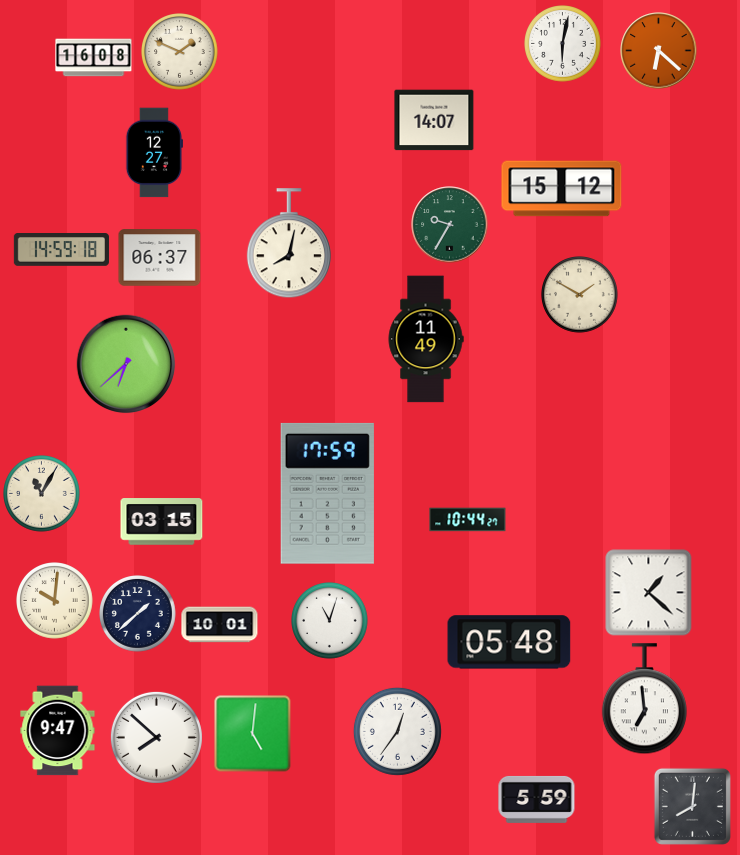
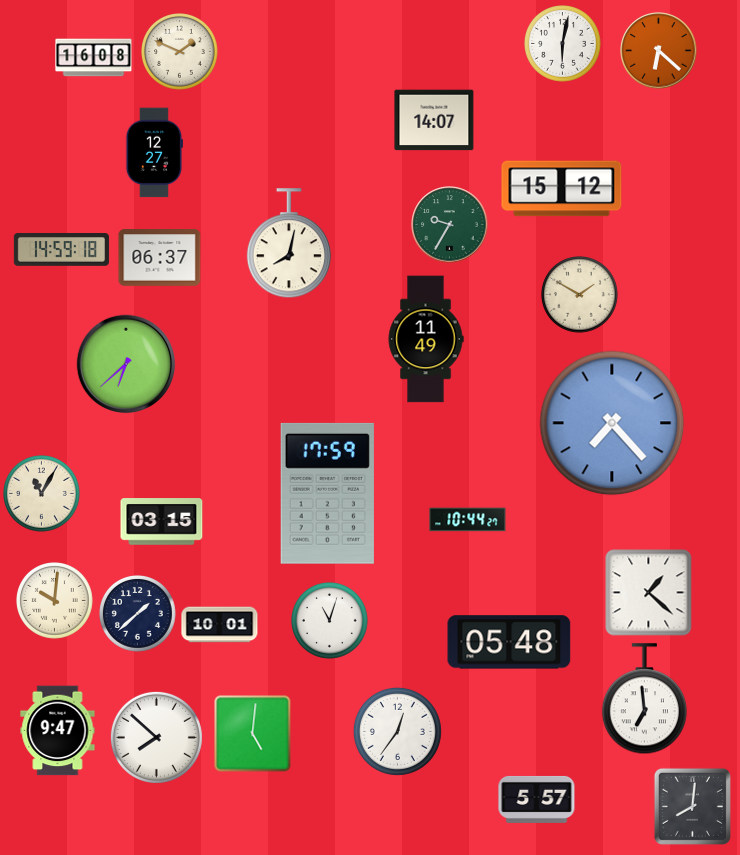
clock at (612, 423): none -> 7:23
clock at (537, 799): 5:59 -> 5:57
